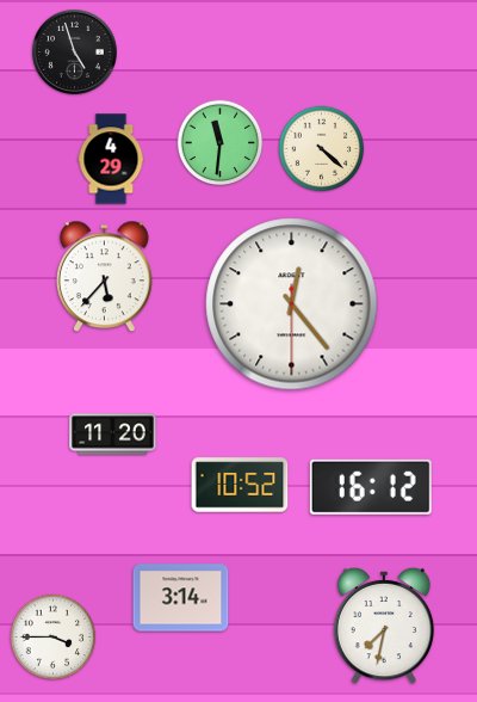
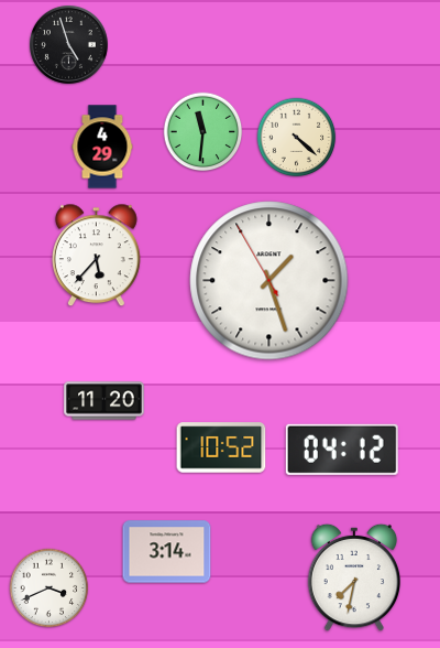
clock at (74, 51) position: (74, 51) -> (68, 44)
clock at (292, 304): 12:23 -> 1:26
clock at (371, 487): 16:12 -> 04:12
clock at (54, 638): 3:45 -> 3:41
